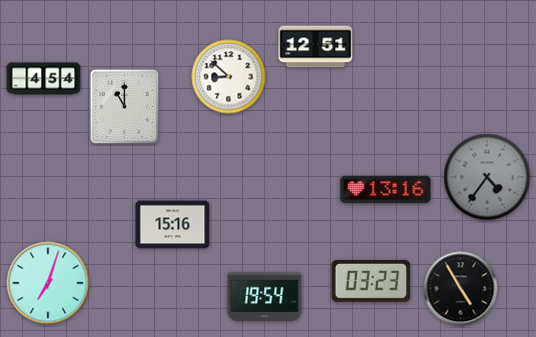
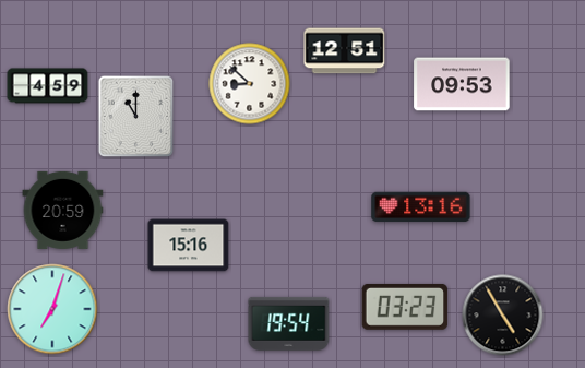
clock at (462, 84): none -> 09:53
clock at (44, 79): 4:54 -> 4:59
clock at (487, 177): 4:36 -> none
clock at (63, 210): none -> 20:59
